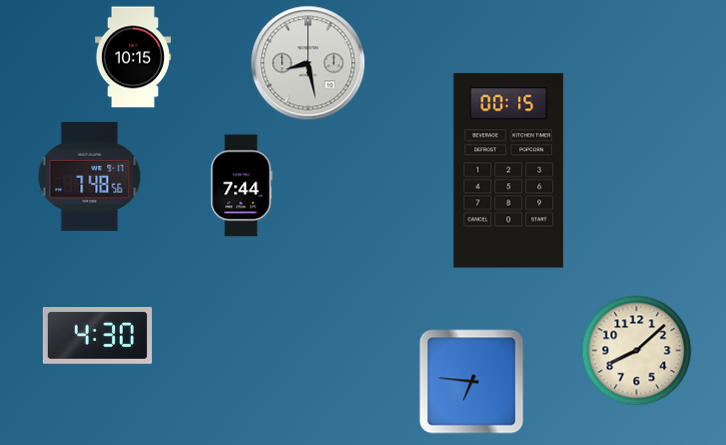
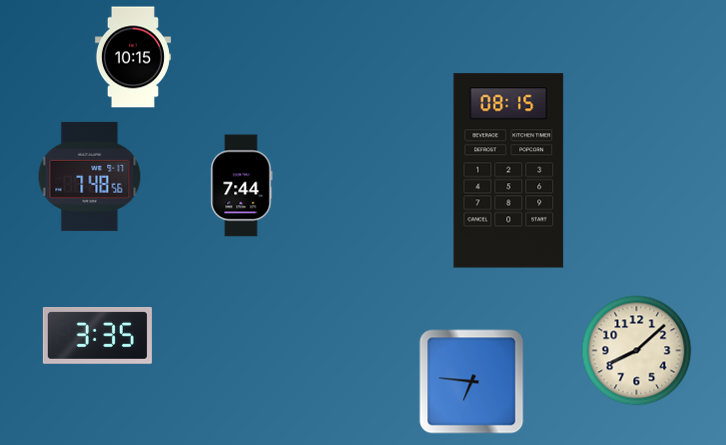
clock at (308, 63): 8:28 -> none
clock at (509, 171): 00:15 -> 08:15
clock at (97, 336): 4:30 -> 3:35
